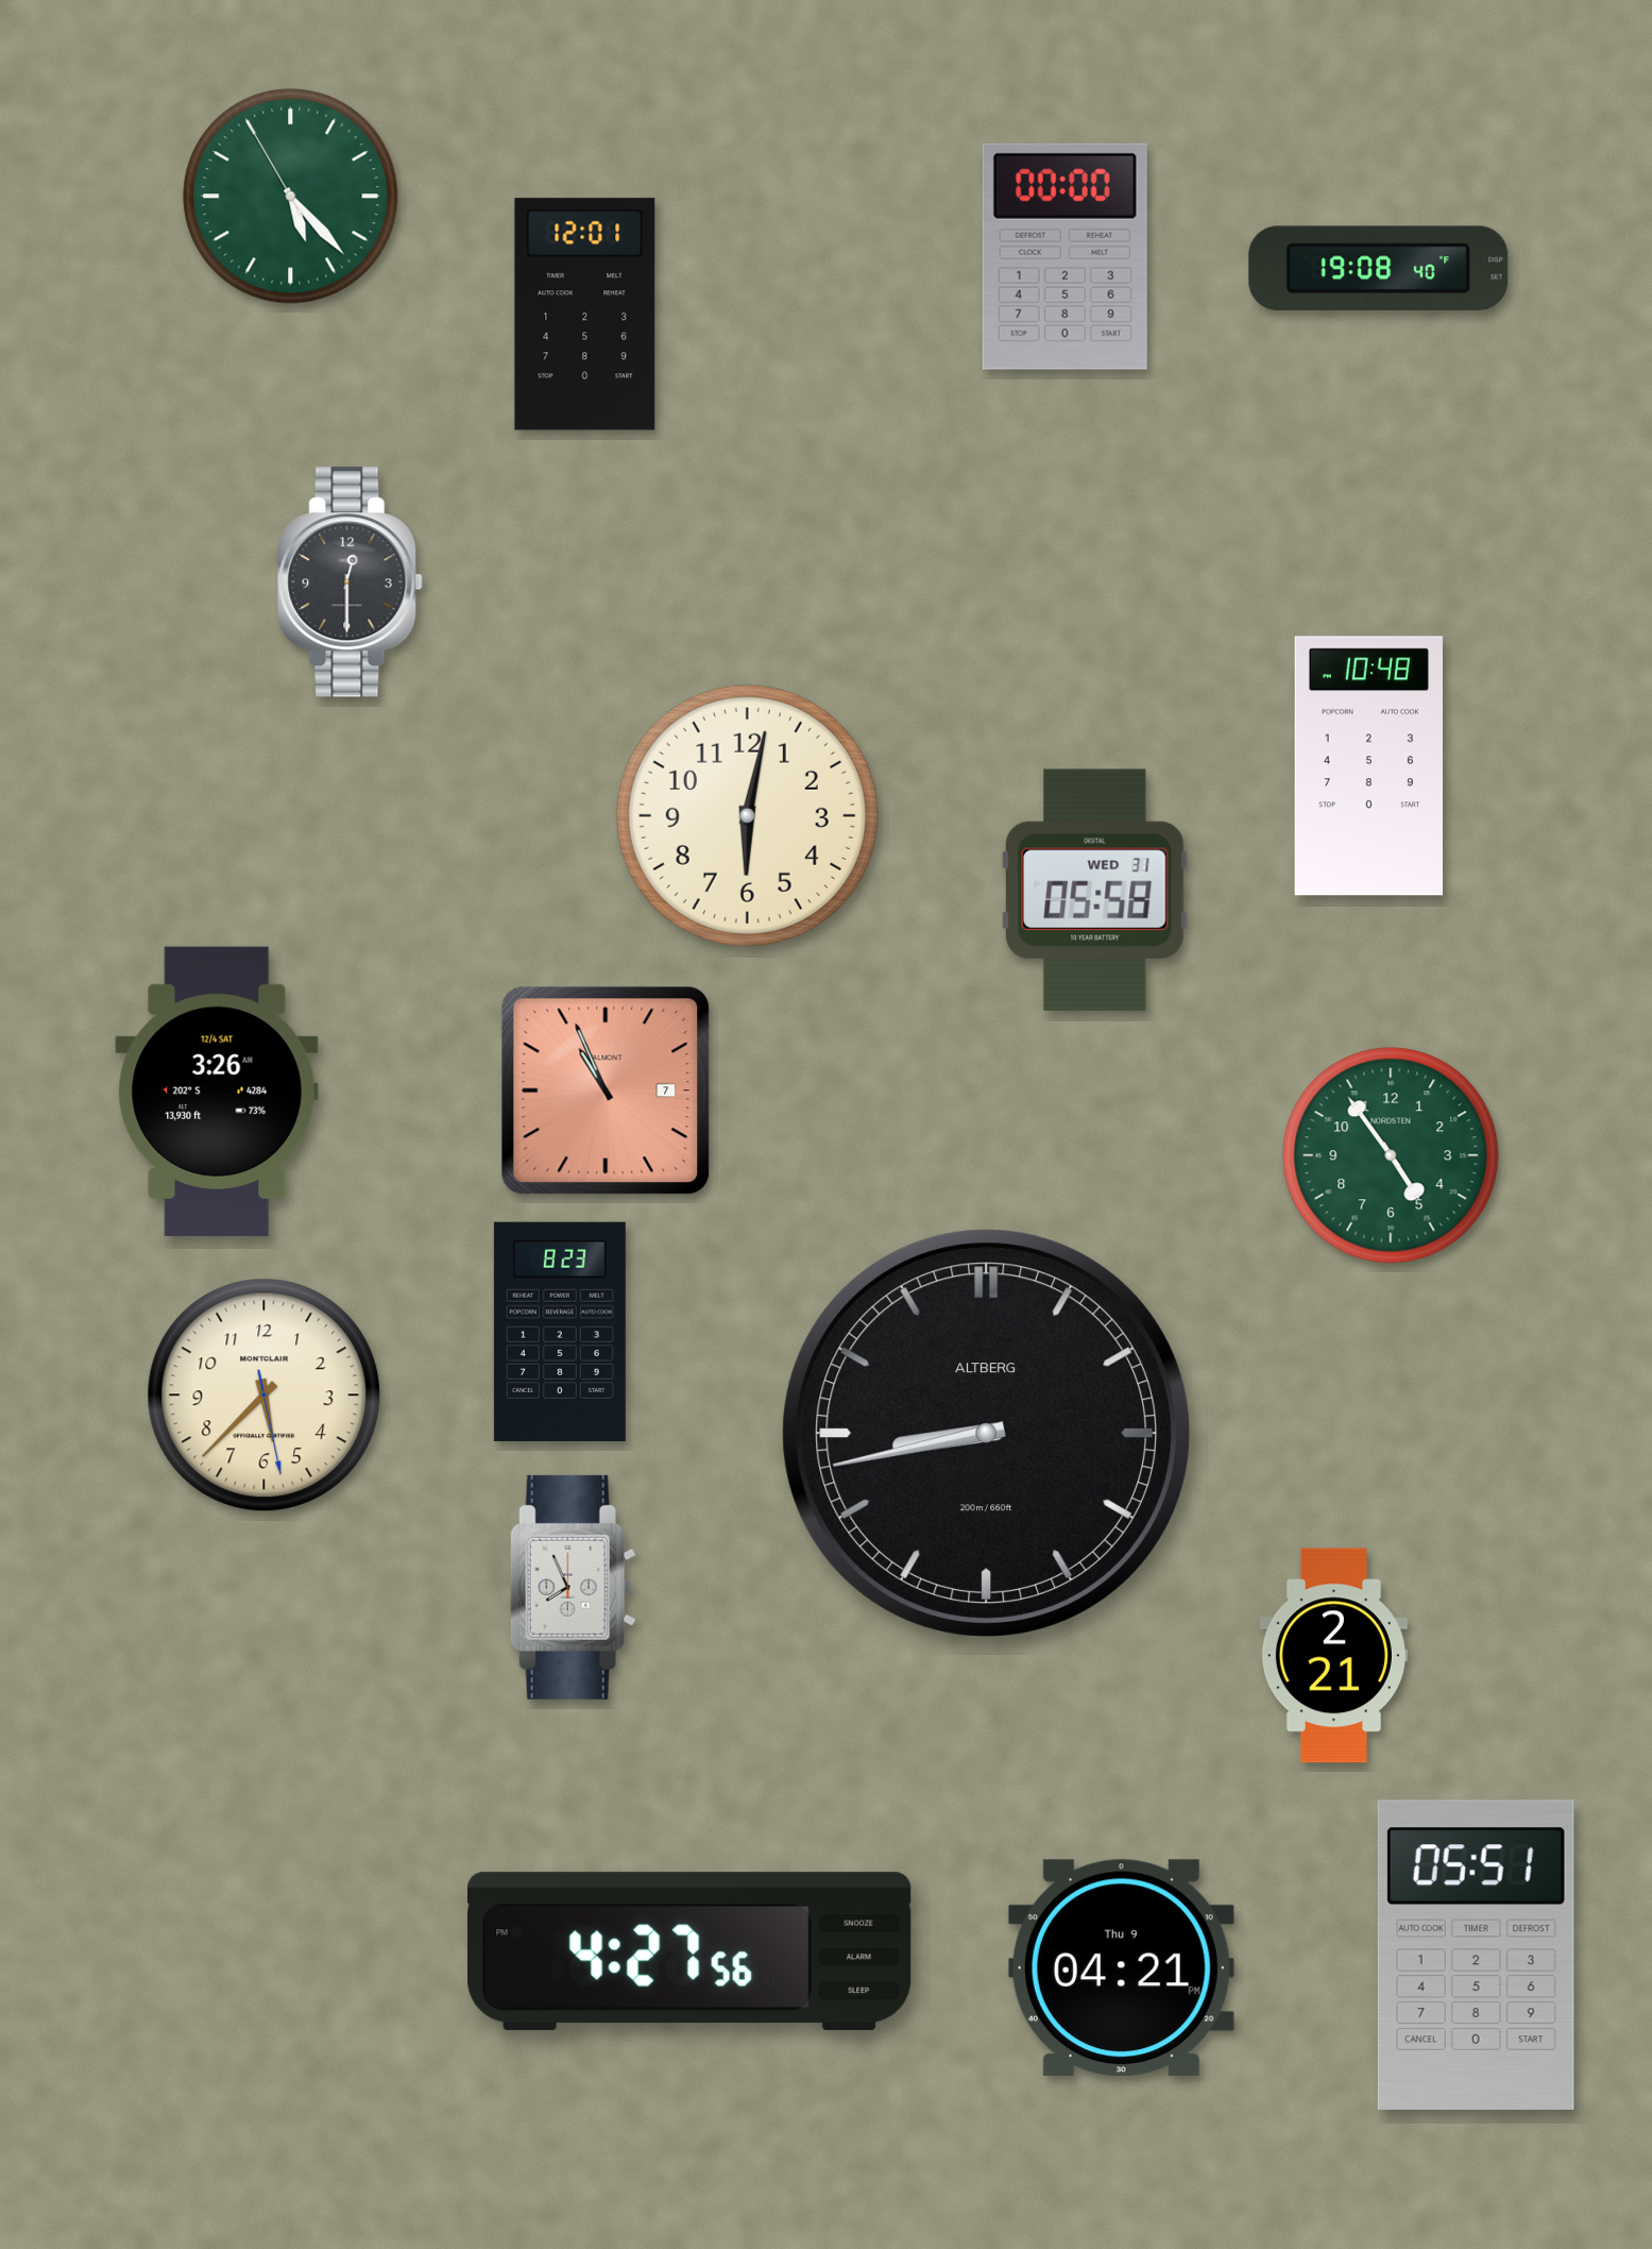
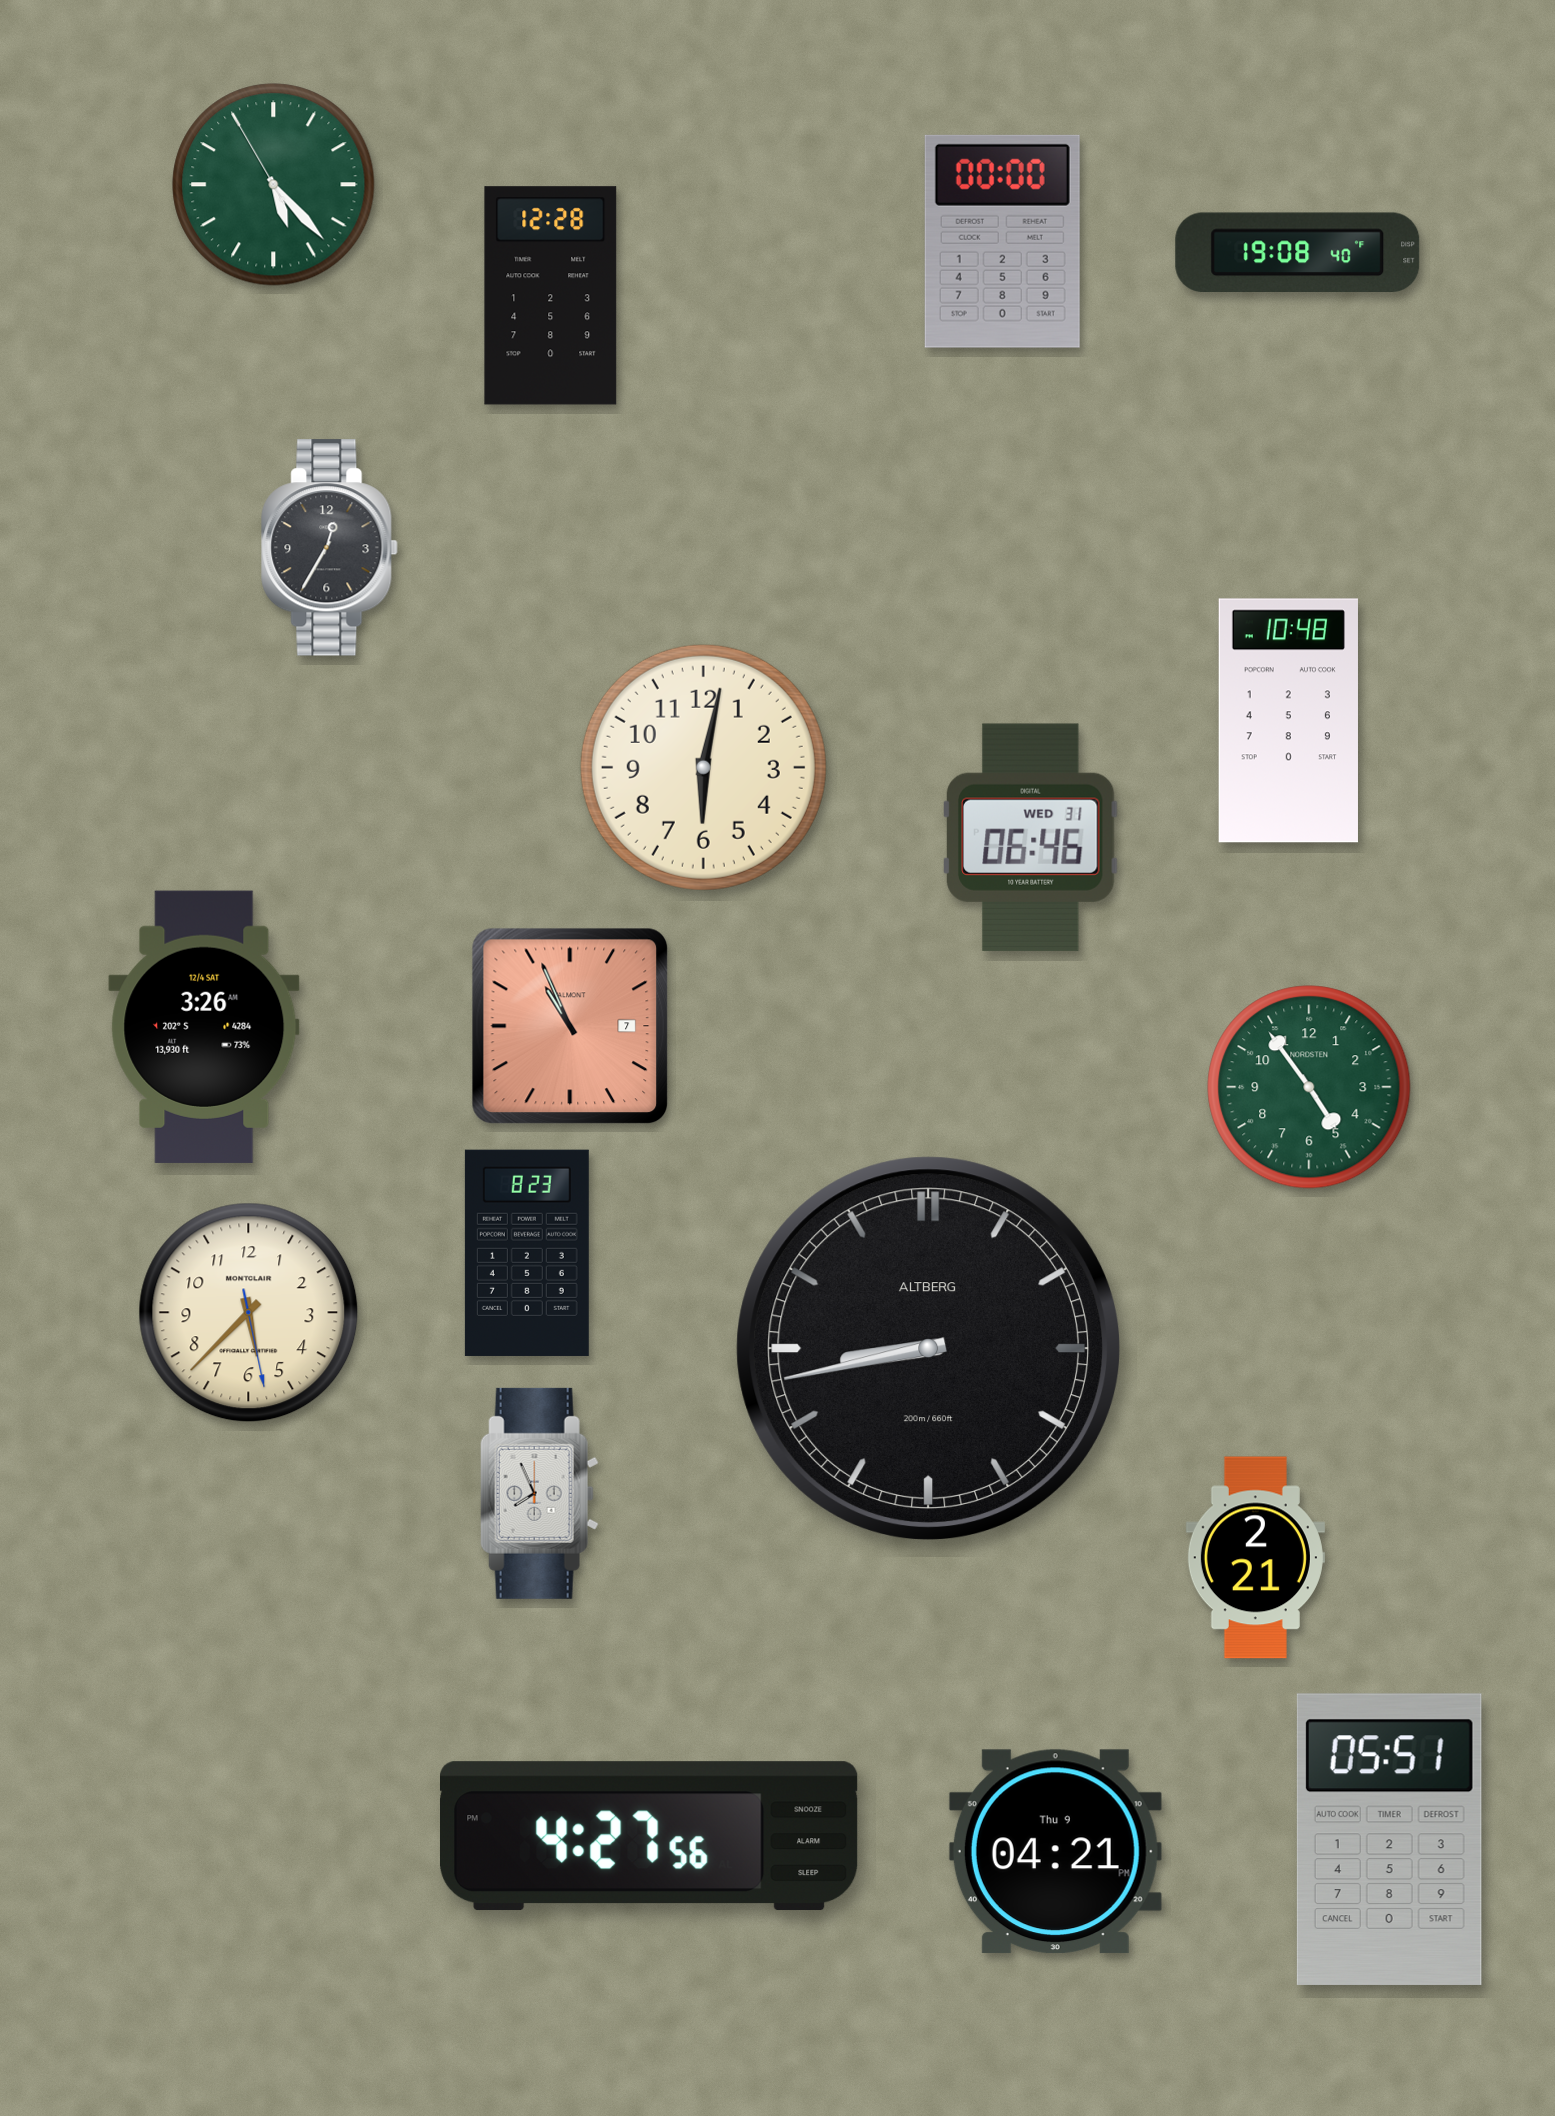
clock at (585, 315): 12:01 -> 12:28
clock at (351, 582): 12:30 -> 12:35
clock at (1094, 890): 05:58 -> 06:46
